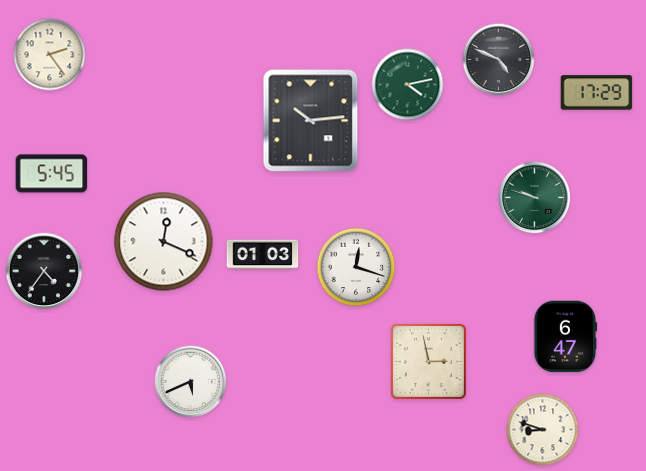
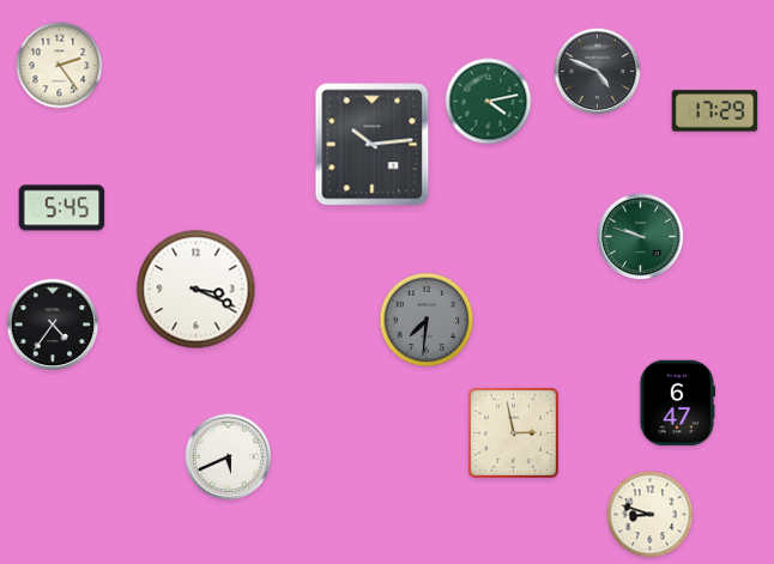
clock at (164, 242): 12:19 -> 3:19
clock at (263, 255): 01:03 -> none
clock at (356, 267): 12:18 -> 7:31
clock at (356, 267) dial: white -> grey
